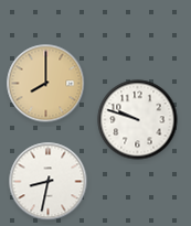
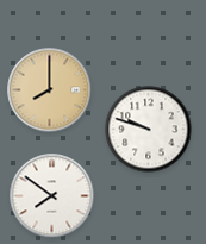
clock at (49, 182): 8:32 -> 7:51
